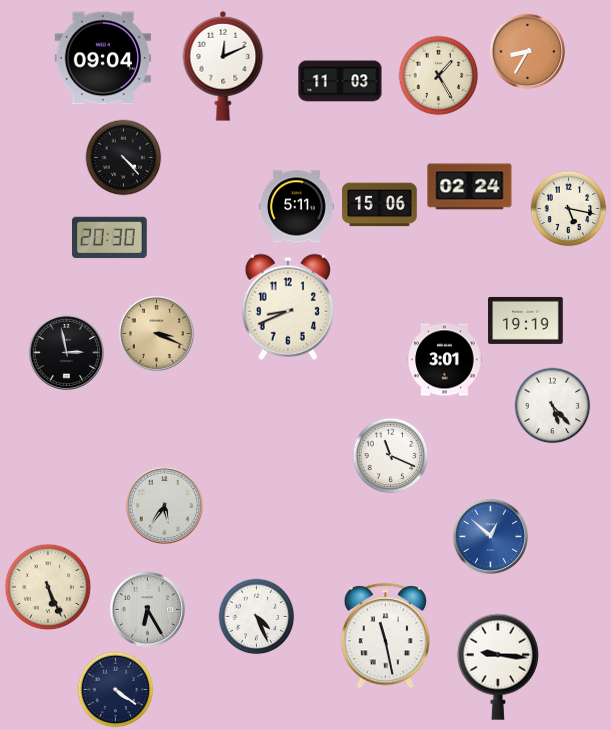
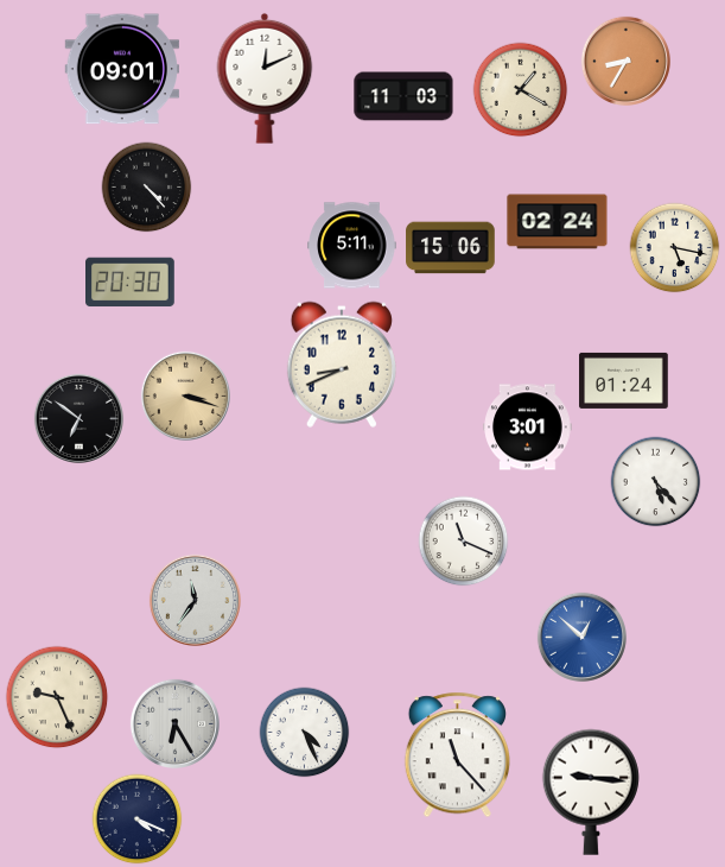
clock at (103, 58): 09:04 -> 09:01
clock at (439, 76): 1:25 -> 1:20
clock at (380, 205) position: (380, 205) -> (451, 248)
clock at (526, 320): 19:19 -> 01:24
clock at (156, 333): 3:19 -> 3:18
clock at (66, 352): 2:58 -> 6:51
clock at (164, 505): 5:36 -> 11:36
clock at (48, 587): 5:26 -> 9:26
clock at (385, 636): 11:28 -> 11:23
clock at (116, 690): 4:21 -> 4:19
